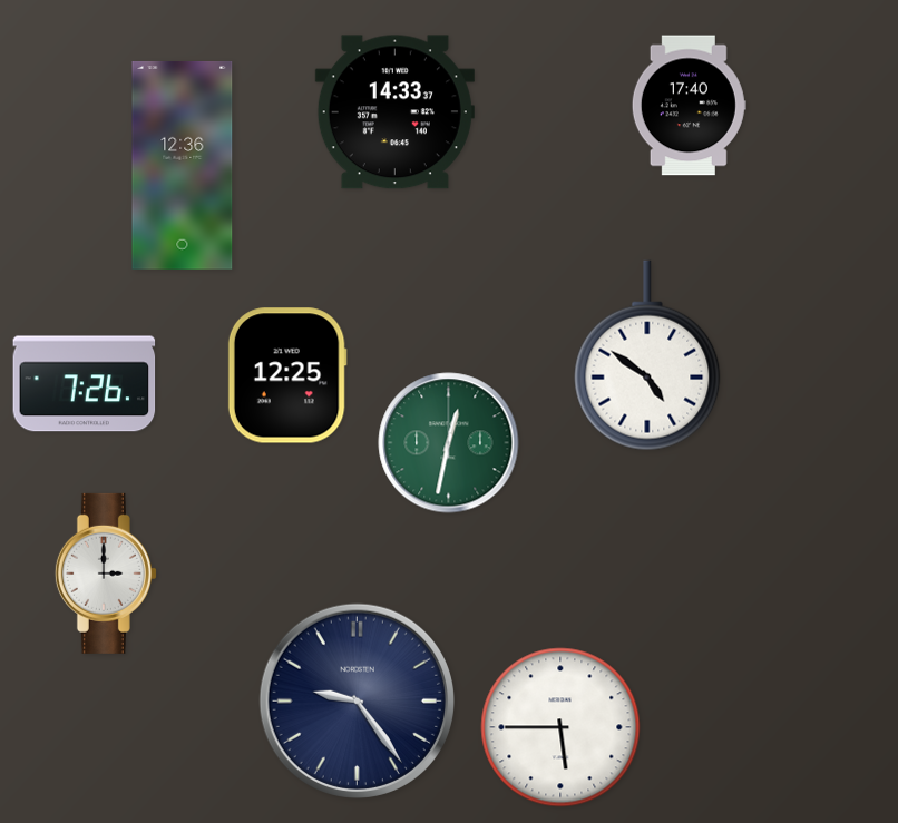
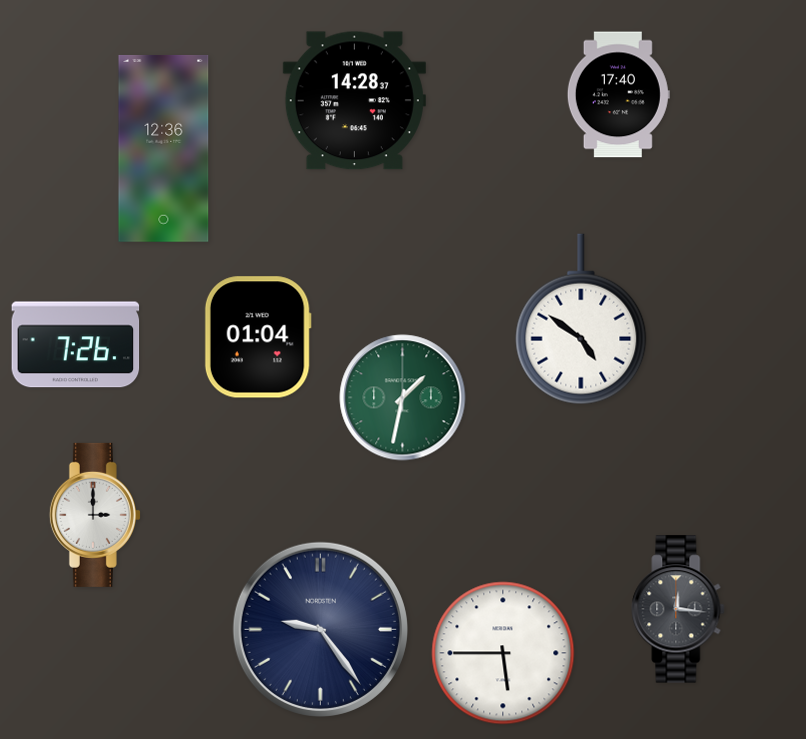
clock at (394, 112): 14:33 -> 14:28
clock at (287, 375): 12:25 -> 01:04
clock at (449, 443): 12:32 -> 1:32
clock at (678, 609): none -> 12:16
